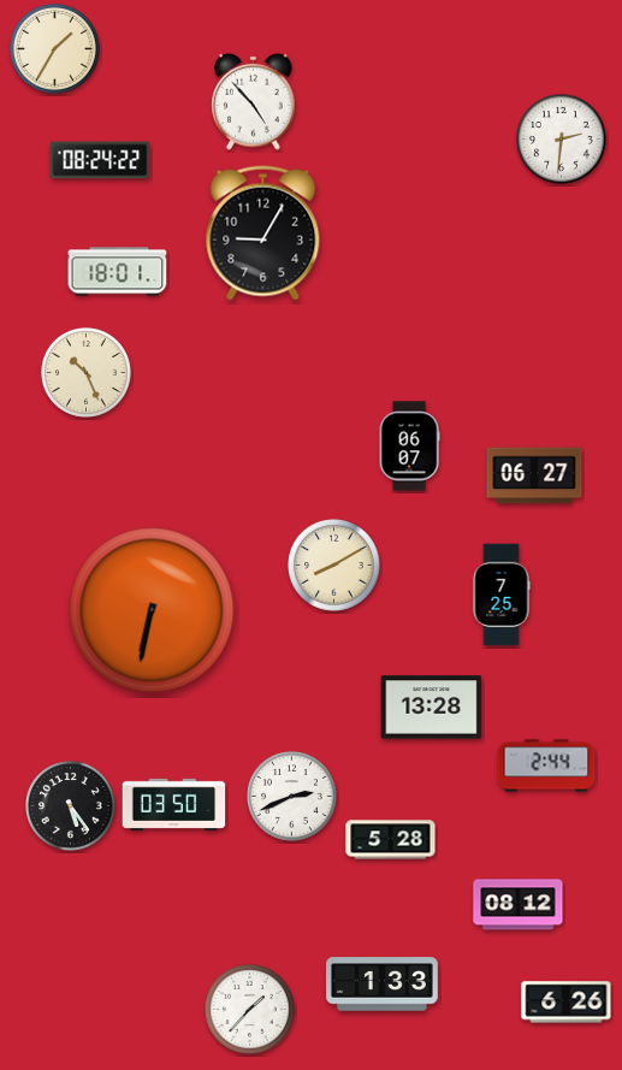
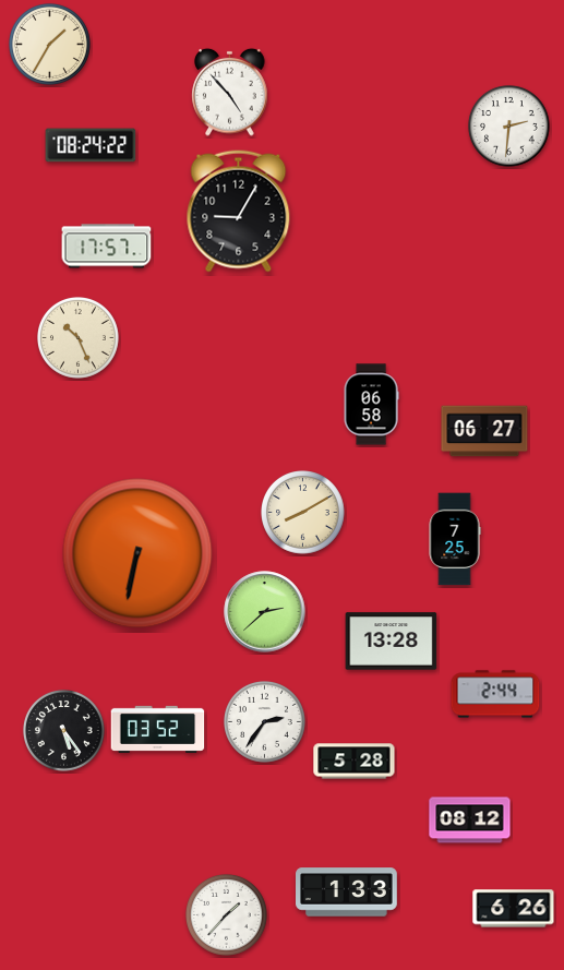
clock at (118, 272): 18:01 -> 17:57
clock at (409, 447): 06:07 -> 06:58
clock at (265, 612): none -> 2:38
clock at (292, 797): 2:41 -> 2:36
clock at (174, 804): 03:50 -> 03:52
